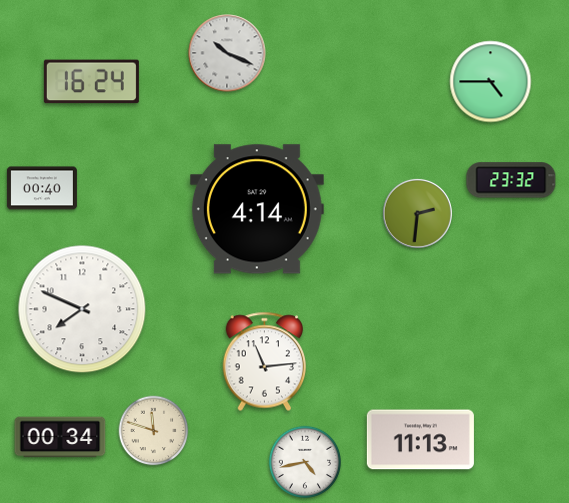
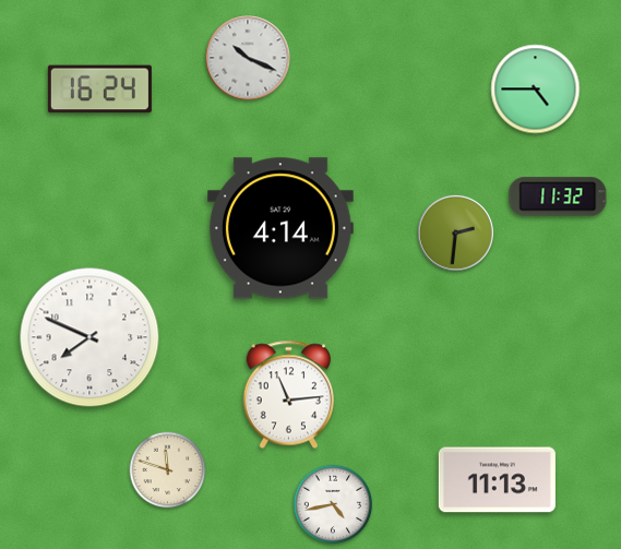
clock at (511, 180): 23:32 -> 11:32
clock at (42, 188): 00:40 -> none
clock at (60, 437): 00:34 -> none
clock at (420, 440) position: (420, 440) -> (497, 480)
